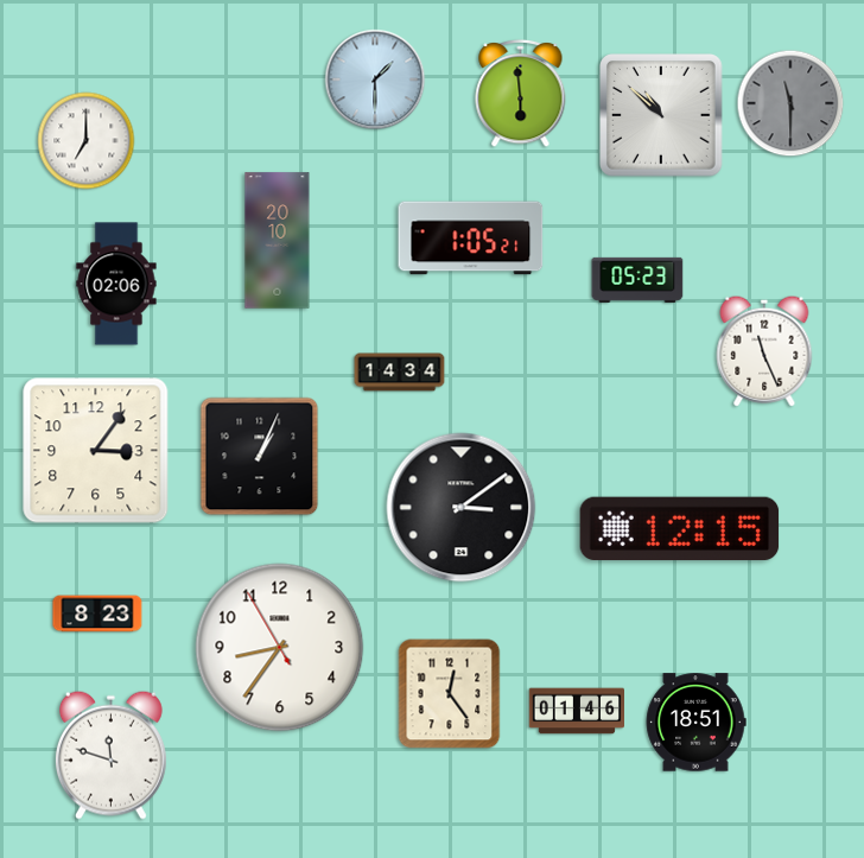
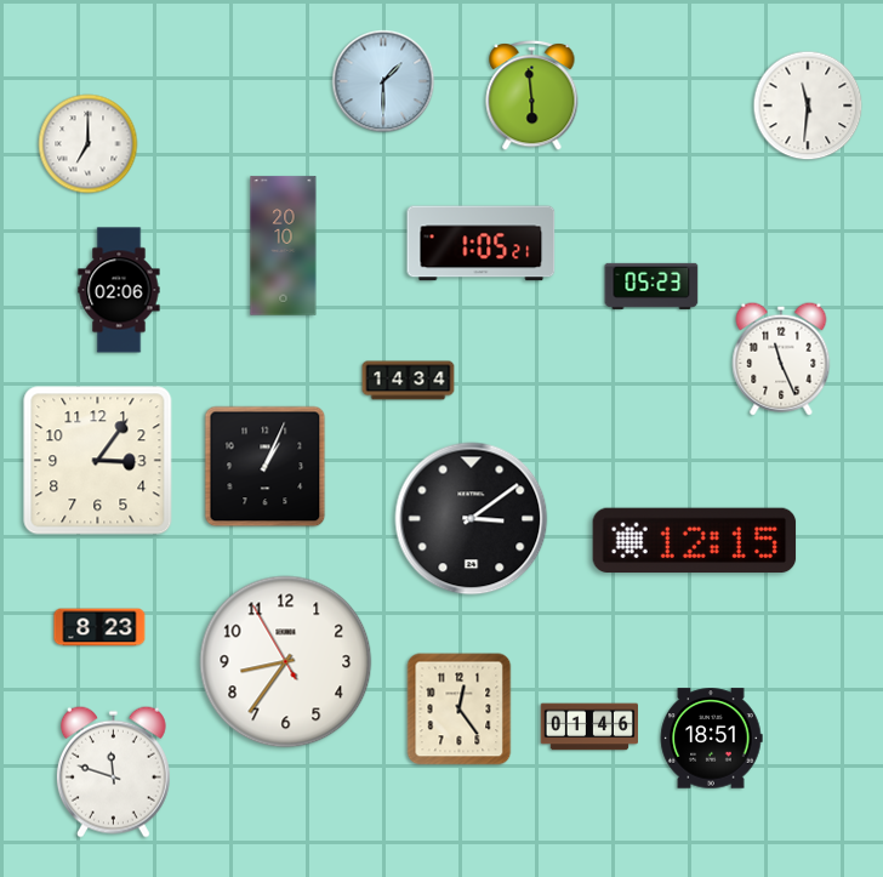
clock at (790, 103): 11:30 -> 11:31
clock at (790, 103) dial: grey -> white
clock at (662, 116): 10:52 -> none
